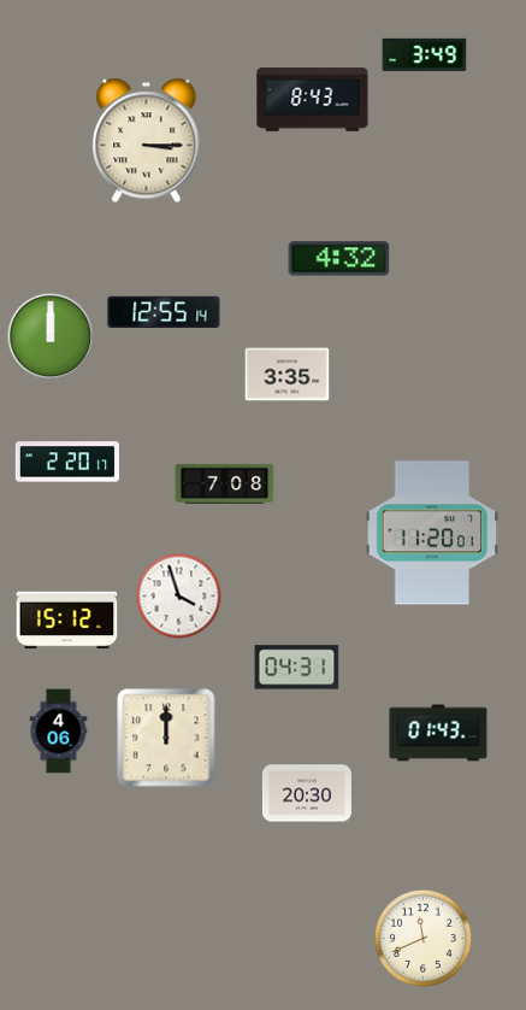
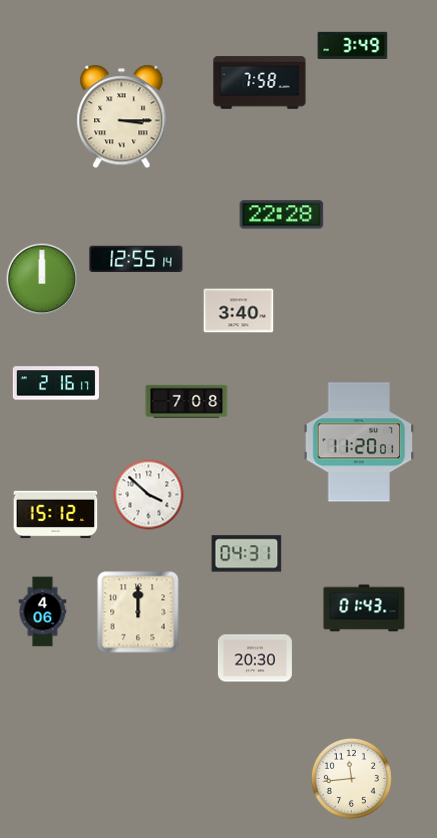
clock at (313, 100): 8:43 -> 7:58
clock at (339, 259): 4:32 -> 22:28
clock at (288, 375): 3:35 -> 3:40
clock at (67, 462): 2:20 -> 2:16
clock at (179, 597): 3:57 -> 3:52
clock at (59, 732) position: (59, 732) -> (43, 612)
clock at (422, 938): 11:41 -> 11:44
